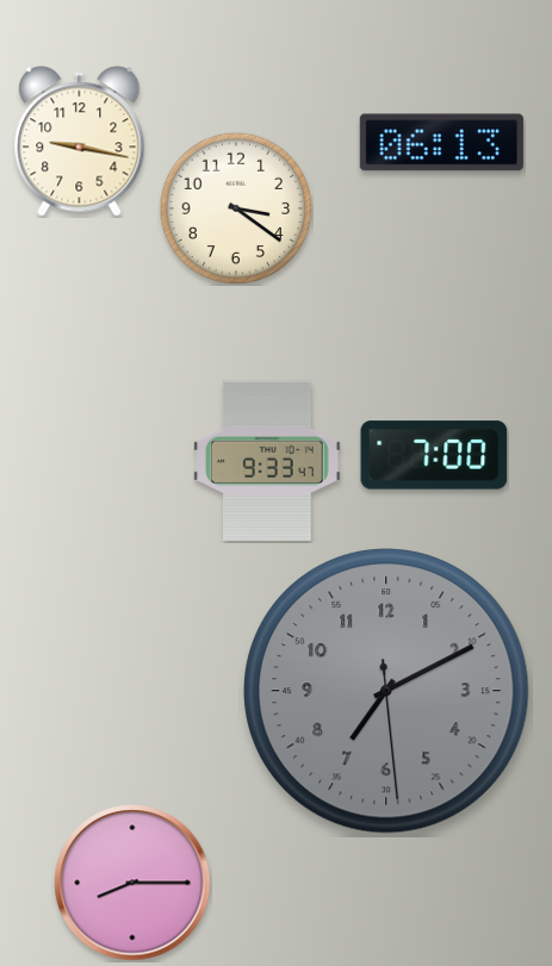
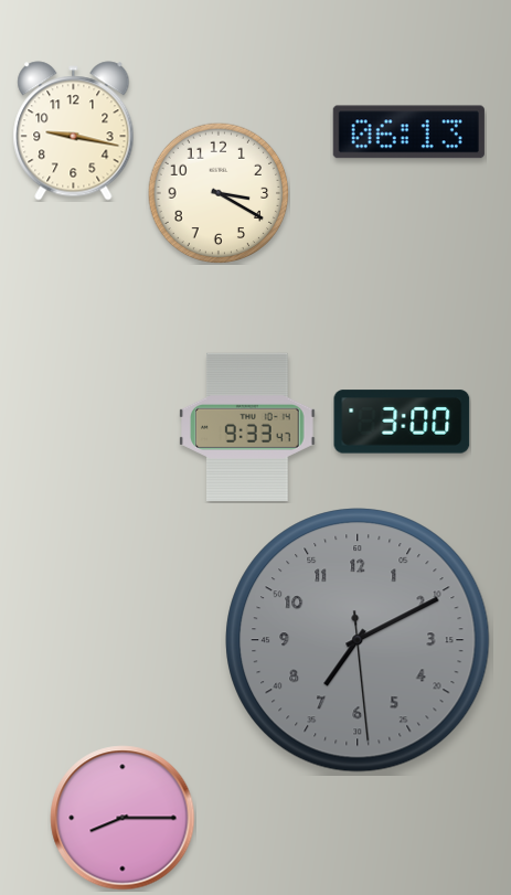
clock at (236, 208): 3:21 -> 3:20
clock at (434, 455): 7:00 -> 3:00
